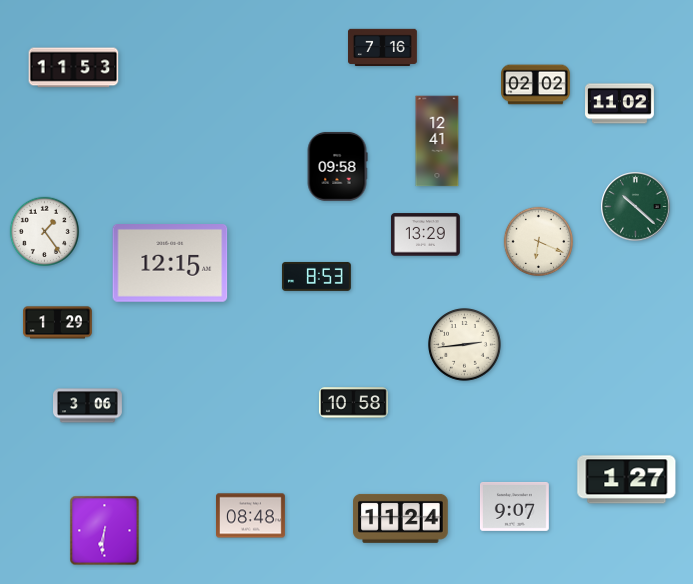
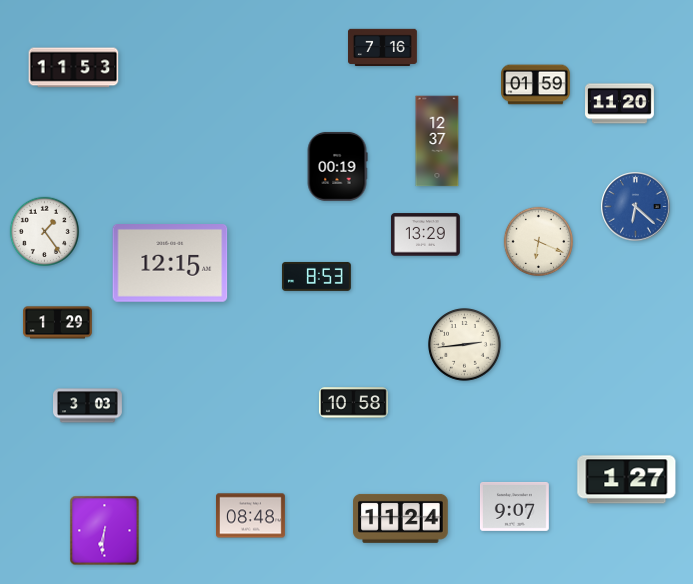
clock at (536, 85): 02:02 -> 01:59
clock at (620, 104): 11:02 -> 11:20
clock at (437, 141): 12:41 -> 12:37
clock at (337, 166): 09:58 -> 00:19
clock at (636, 207): 10:22 -> 6:22
clock at (636, 207) dial: green -> blue
clock at (88, 406): 3:06 -> 3:03
